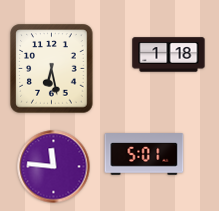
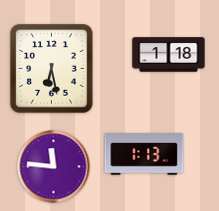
clock at (144, 154): 5:01 -> 1:13
